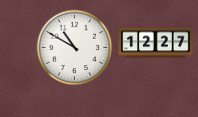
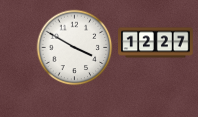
clock at (75, 48): 10:50 -> 3:50
